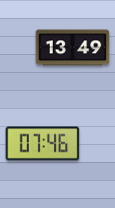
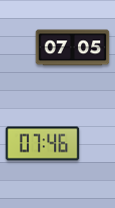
clock at (73, 48): 13:49 -> 07:05
